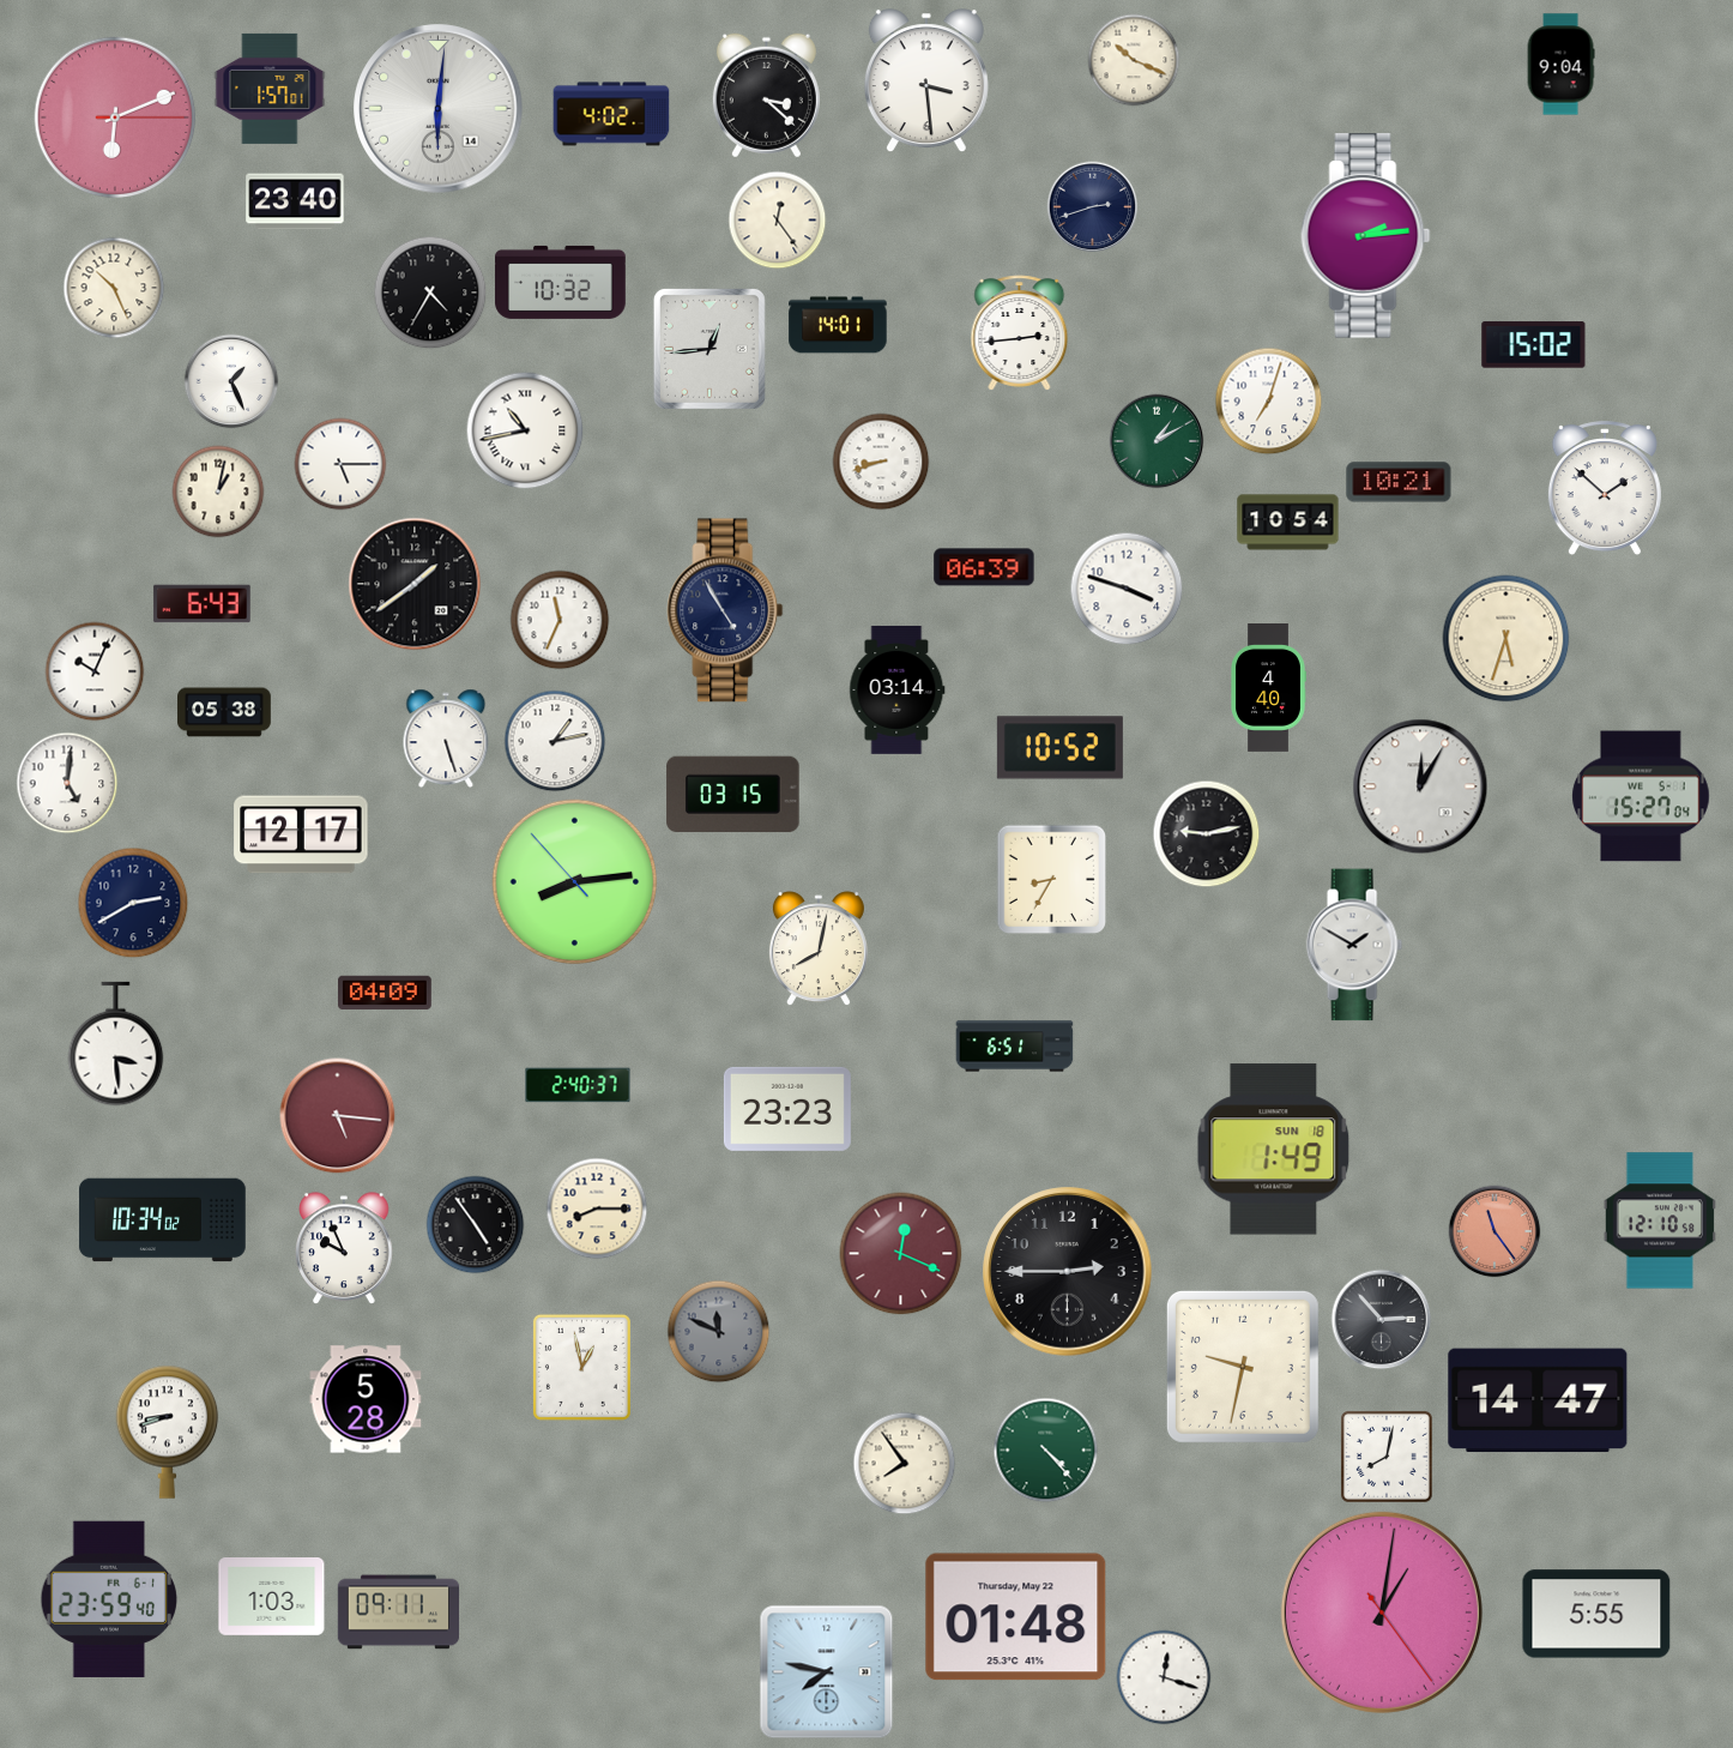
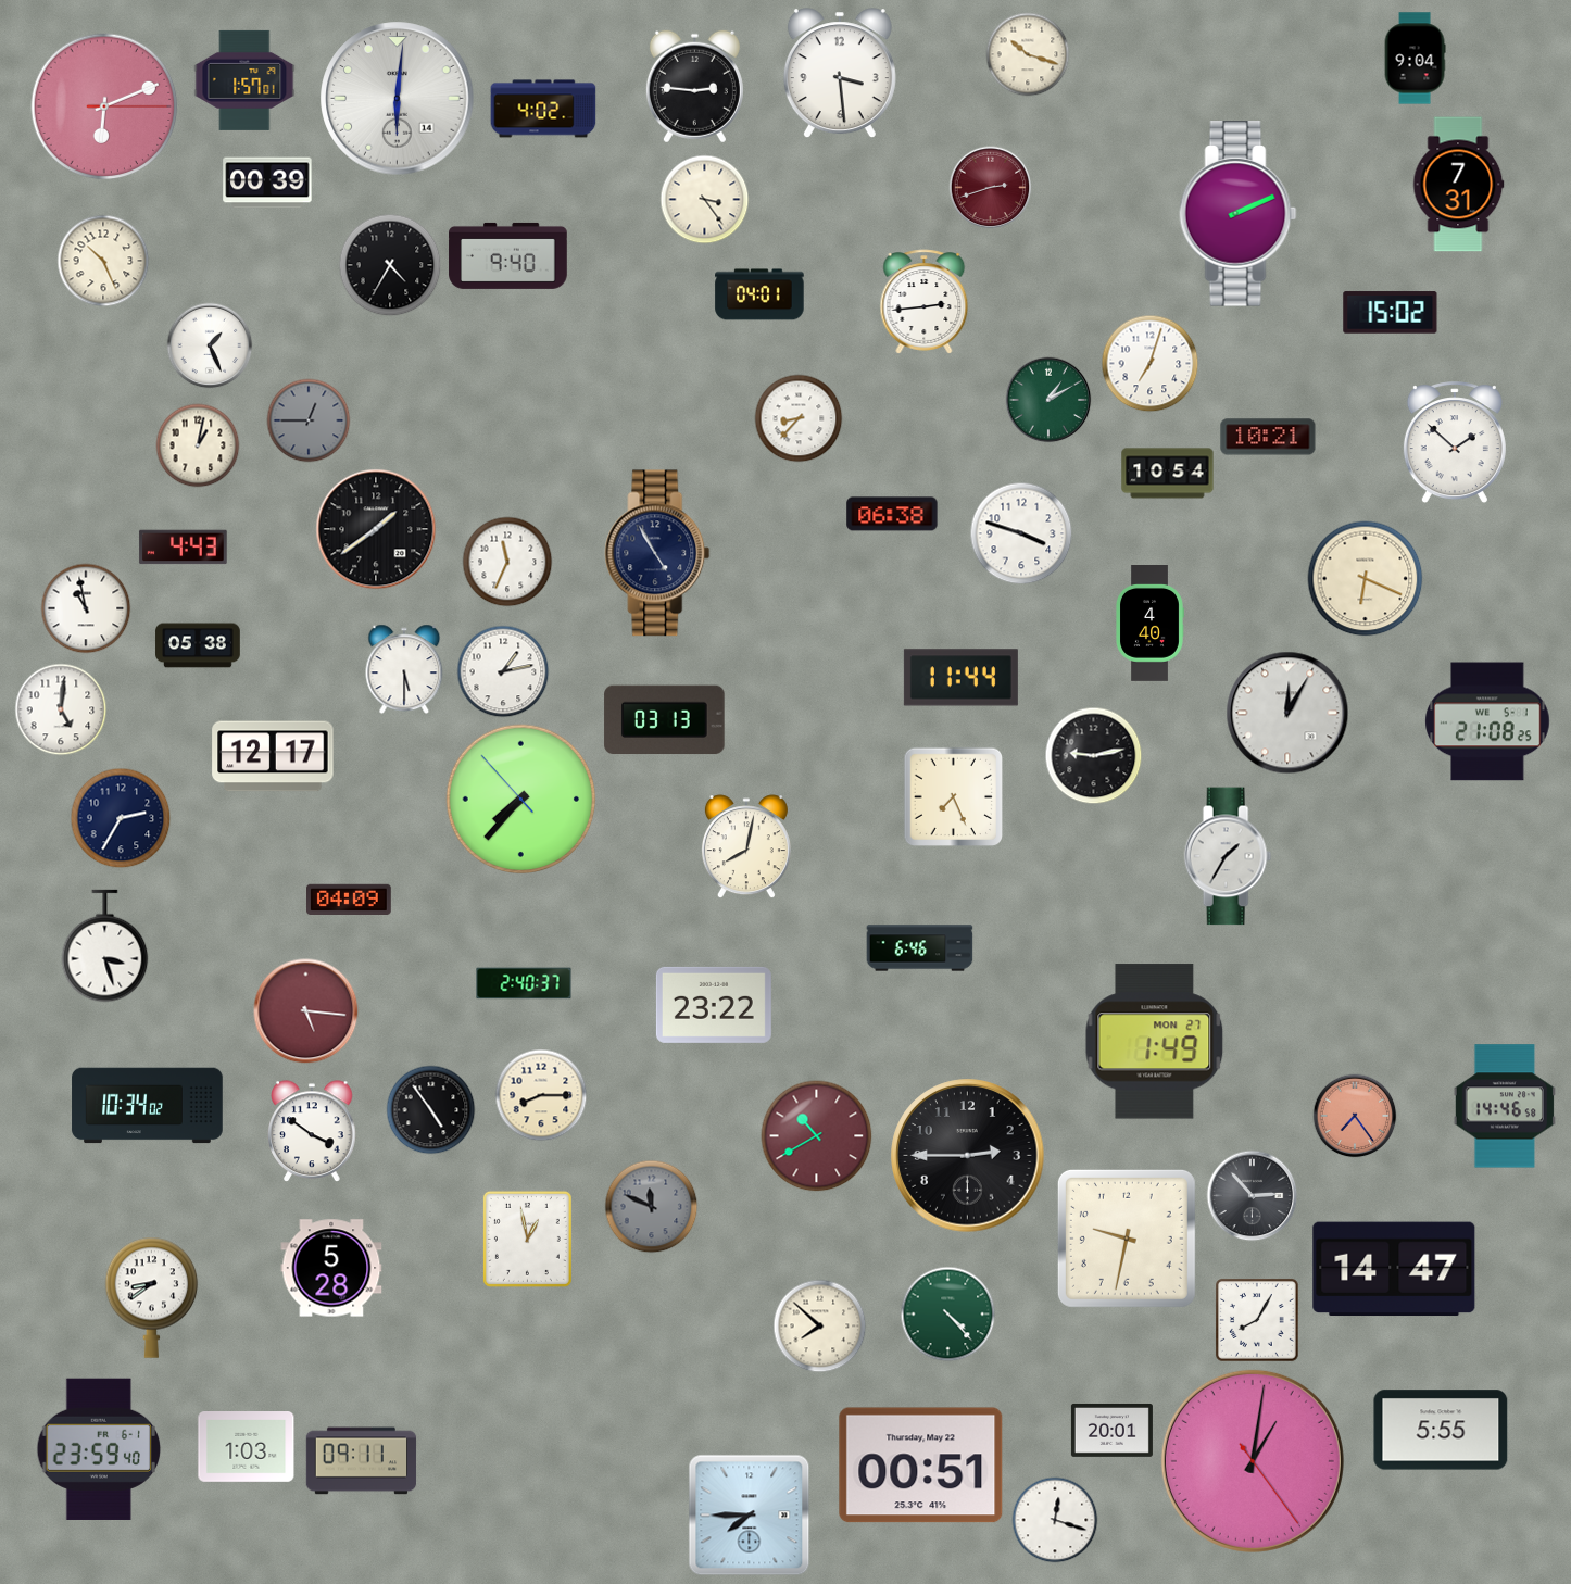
clock at (1134, 60): 10:19 -> 10:18
clock at (766, 96): 3:22 -> 2:46
clock at (611, 114) position: (611, 114) -> (543, 109)
clock at (295, 201): 23:40 -> 00:39
clock at (1459, 185): none -> 7:31
clock at (1093, 207) dial: navy -> burgundy
clock at (778, 221): 12:24 -> 3:24
clock at (1366, 236): 2:14 -> 2:11
clock at (561, 282): 10:32 -> 9:40
clock at (838, 325): 14:01 -> 04:01
clock at (709, 349): 12:44 -> none
clock at (525, 430): 10:43 -> none
clock at (881, 462): 8:42 -> 8:37
clock at (340, 464): 5:15 -> 12:45
clock at (340, 464) dial: white -> grey
clock at (984, 567): 06:39 -> 06:38
clock at (203, 604): 6:43 -> 4:43
clock at (1506, 639): 5:33 -> 6:19
clock at (95, 671): 10:04 -> 10:58
clock at (898, 689): 03:14 -> none
clock at (224, 712) position: (224, 712) -> (198, 645)
clock at (446, 739): 5:27 -> 5:30
clock at (1059, 748): 10:52 -> 11:44
clock at (733, 795): 03:15 -> 03:13
clock at (1641, 796): 15:27 -> 21:08
clock at (1052, 880): 8:35 -> 7:26
clock at (575, 882): 8:13 -> 7:36
clock at (133, 903): 2:40 -> 2:35
clock at (1354, 945): 1:50 -> 1:35
clock at (819, 950) position: (819, 950) -> (746, 847)
clock at (116, 1044): 3:29 -> 3:27
clock at (1015, 1047): 6:51 -> 6:46
clock at (787, 1109): 23:23 -> 23:22
clock at (1274, 1150) date: SUN 18 -> MON 27
clock at (1660, 1220): 12:10 -> 14:46
clock at (1495, 1231): 11:24 -> 7:24
clock at (344, 1248): 9:56 -> 3:51
clock at (901, 1254): 12:19 -> 10:40
clock at (1068, 1272) position: (1068, 1272) -> (968, 1156)
clock at (168, 1431): 8:42 -> 8:39
clock at (1388, 1458): 8:02 -> 8:05
clock at (905, 1464): 7:54 -> 7:52
clock at (1111, 1431): none -> 20:01
clock at (1596, 1614) position: (1596, 1614) -> (1441, 1430)
clock at (1016, 1617): 01:48 -> 00:51
clock at (827, 1672): 7:47 -> 7:45
